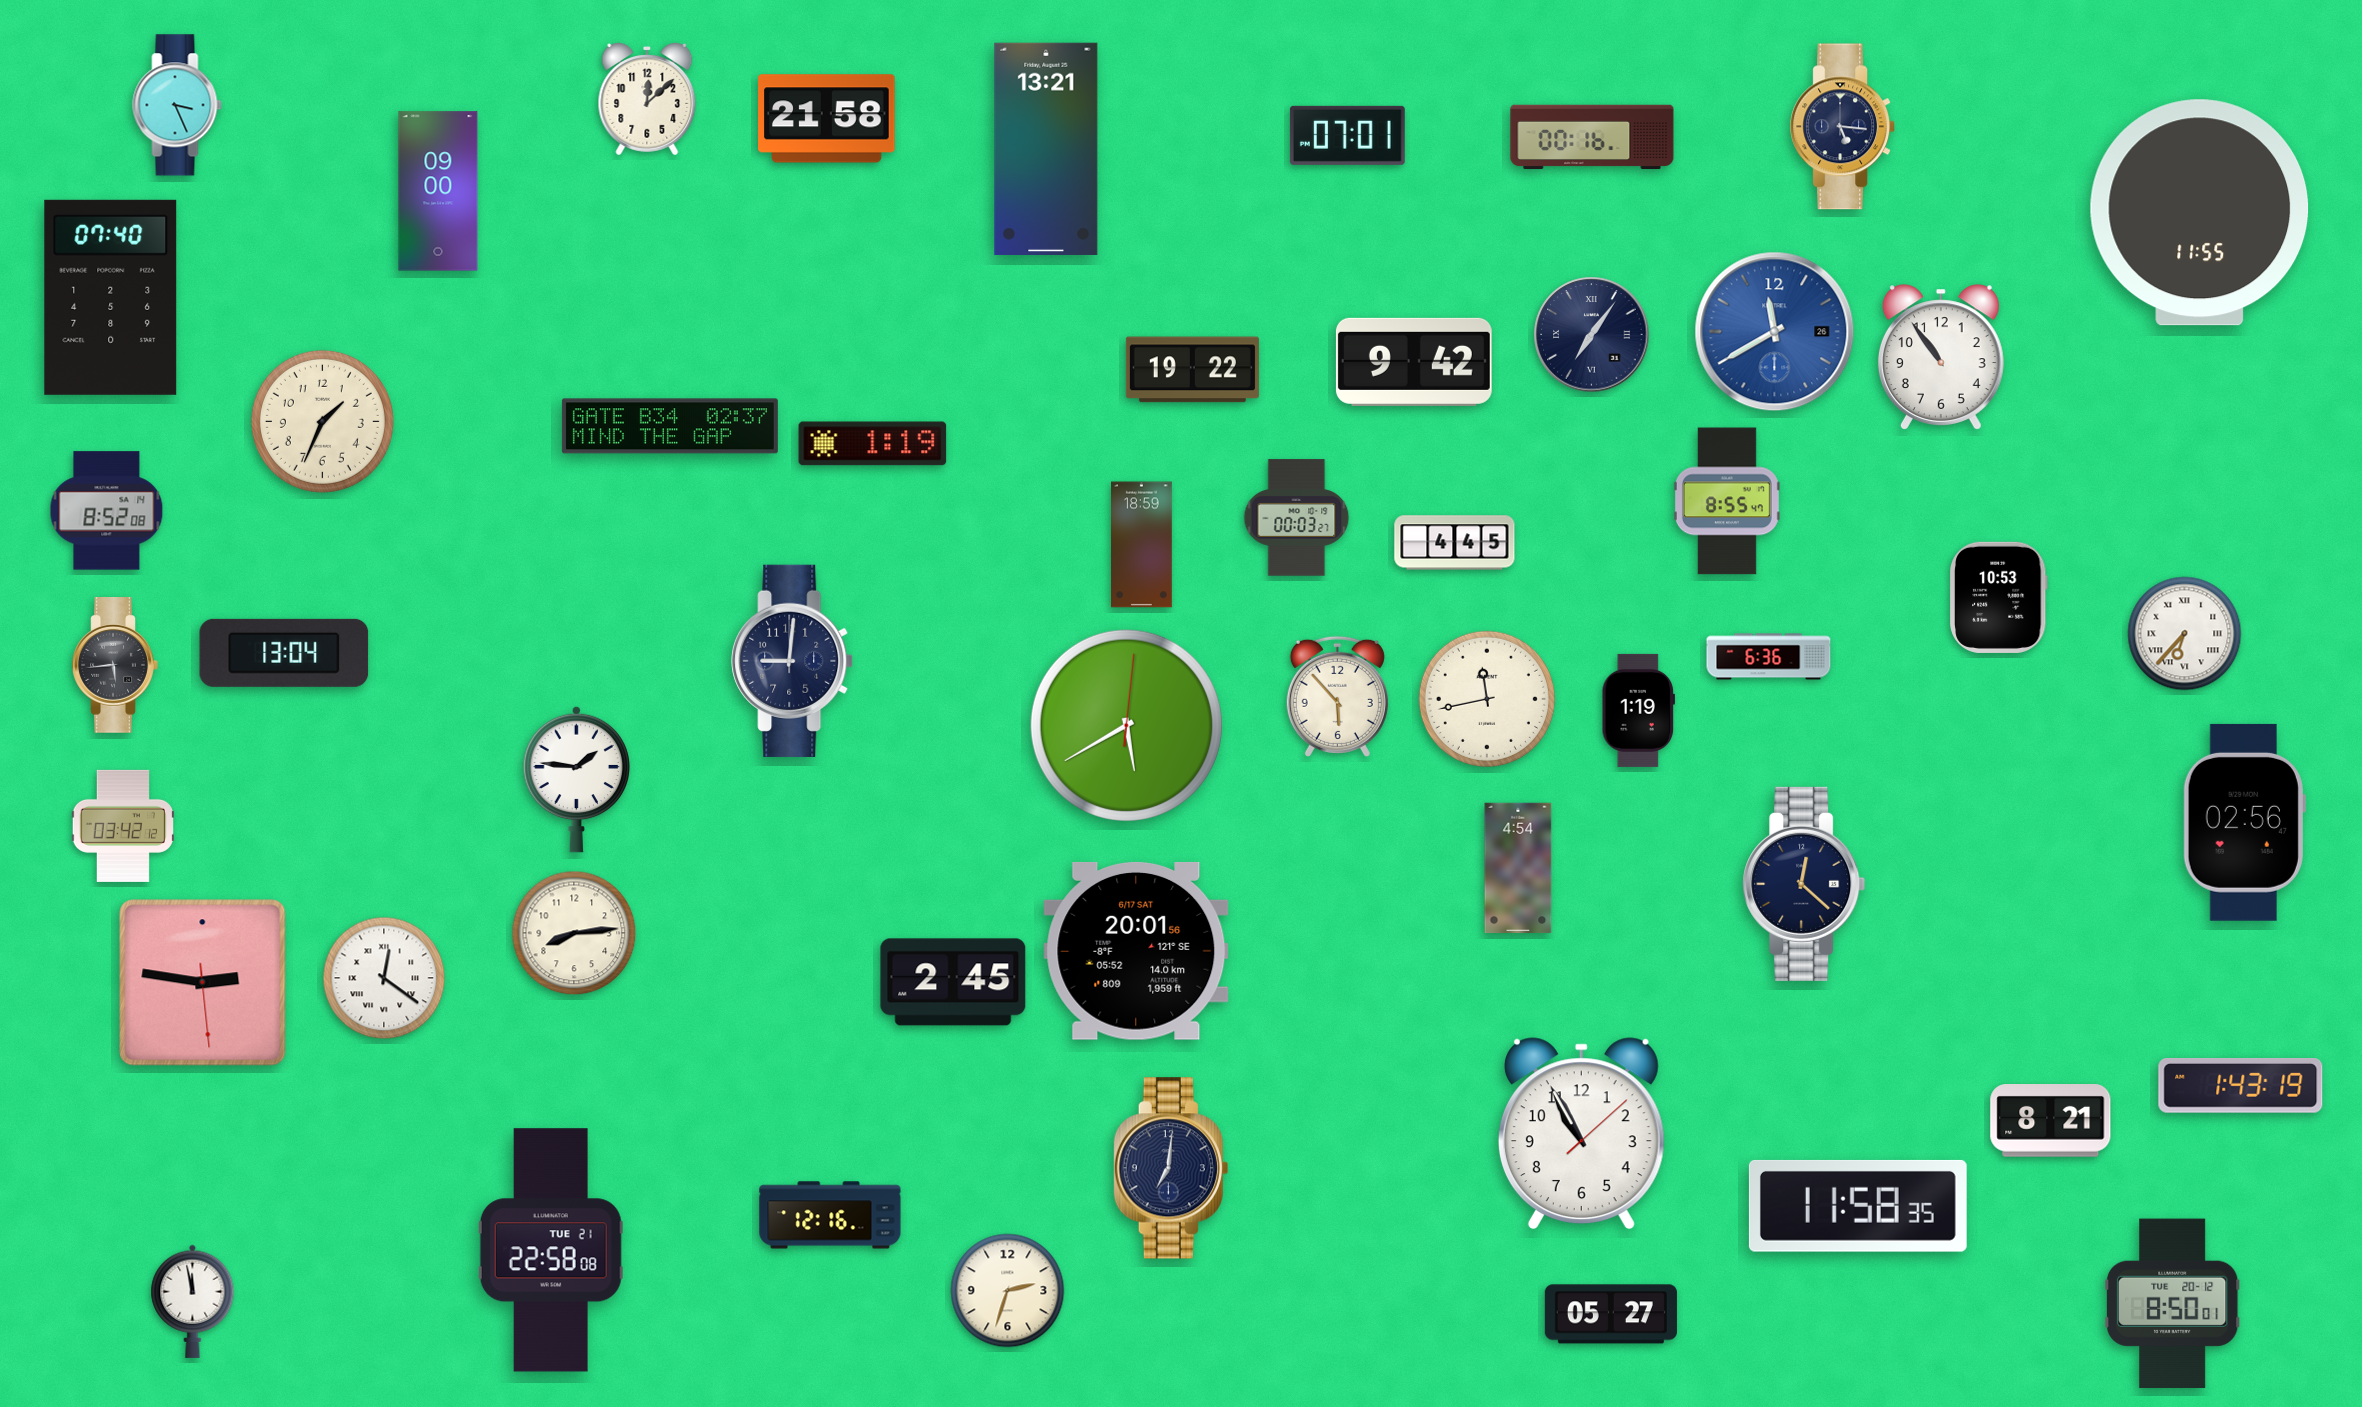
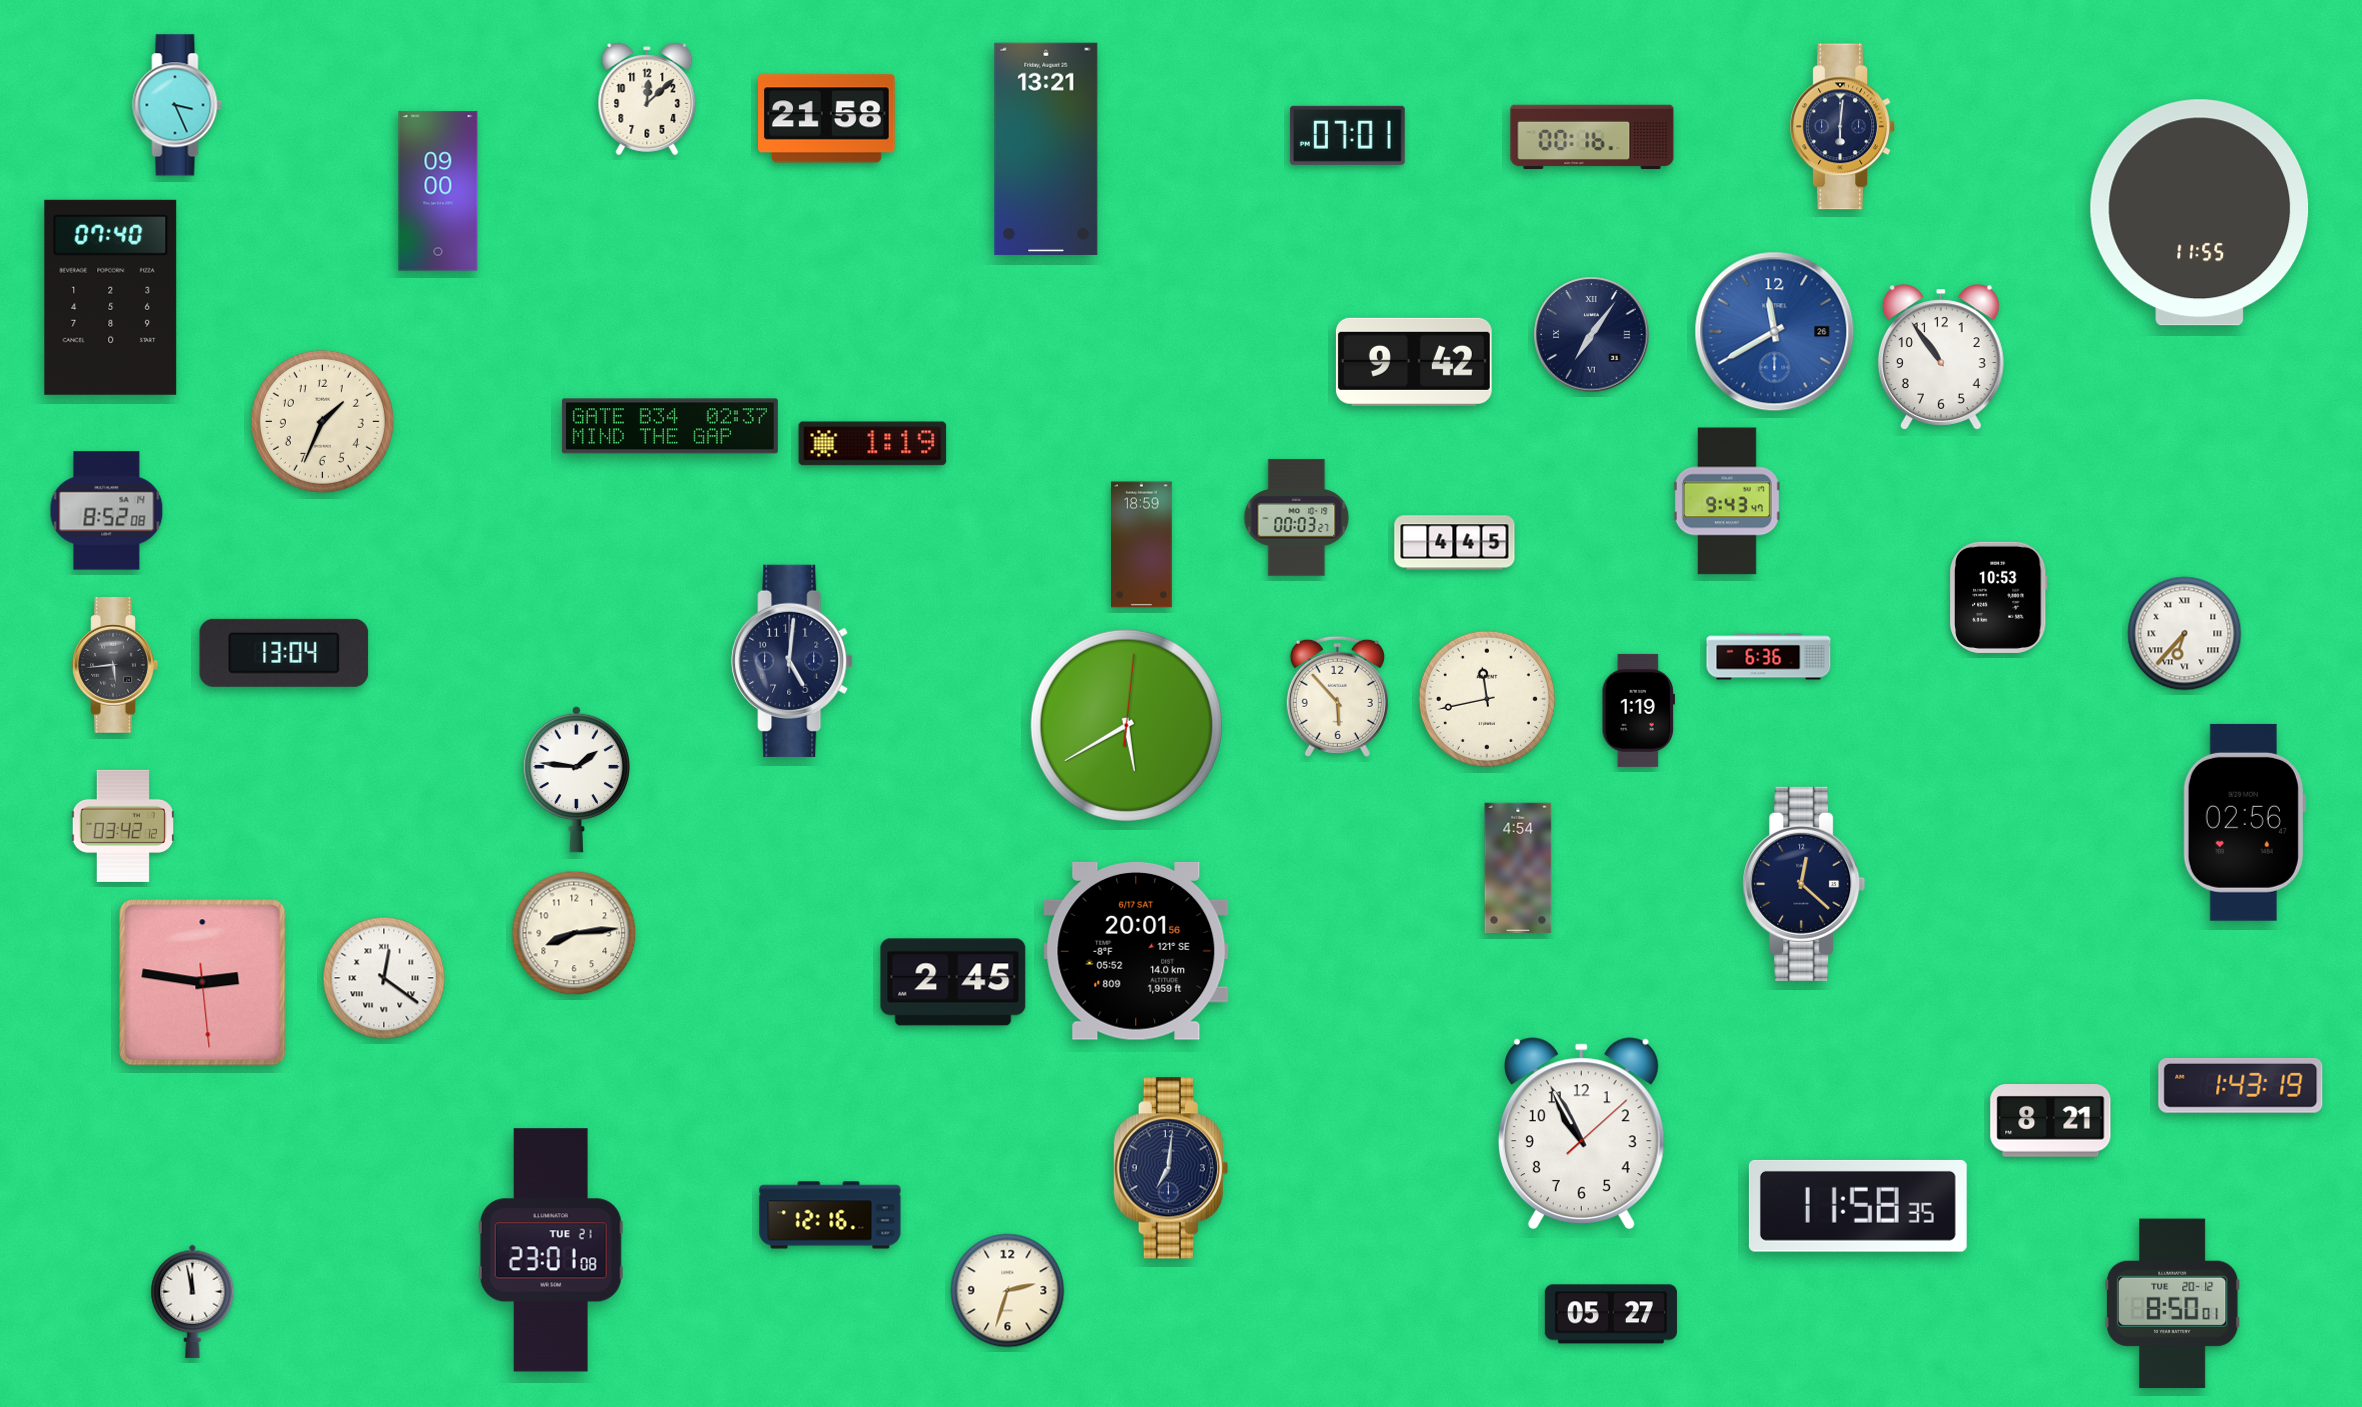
clock at (1842, 127): 5:16 -> 6:01
clock at (1192, 370): 19:22 -> none
clock at (1727, 501): 8:55 -> 9:43
clock at (792, 661): 9:01 -> 5:01
clock at (551, 1250): 22:58 -> 23:01
